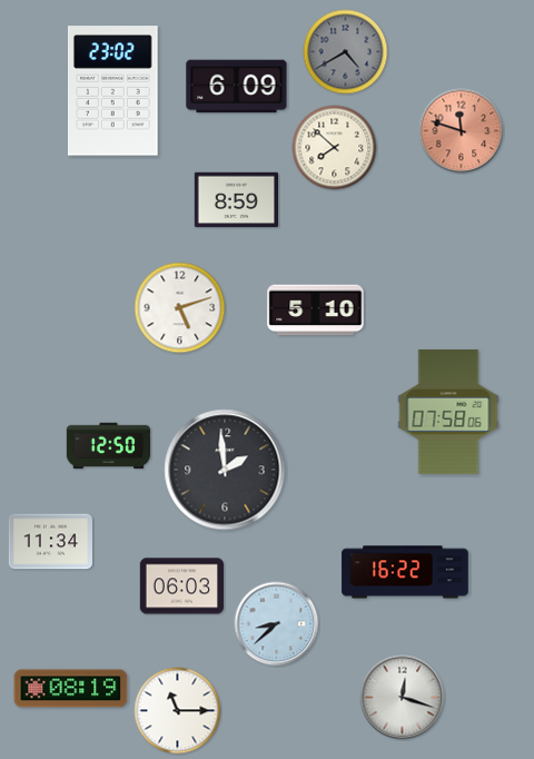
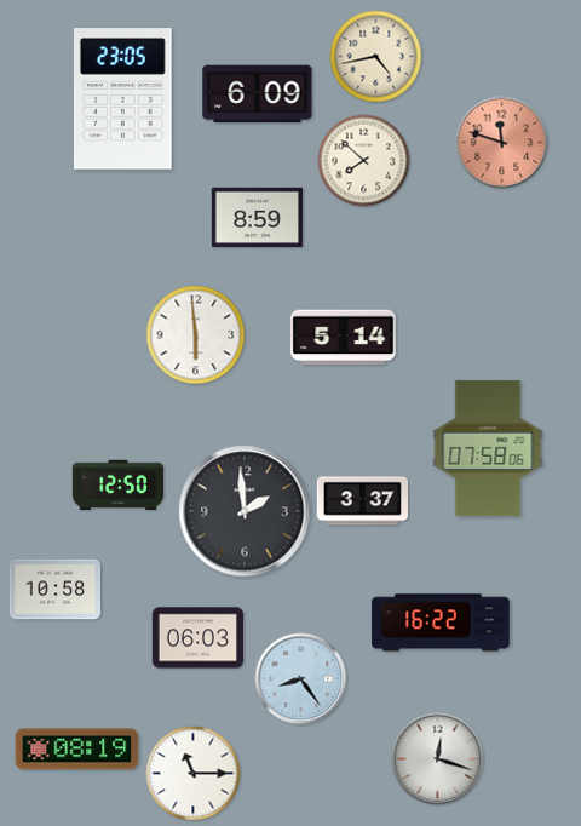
clock at (346, 52): 4:40 -> 4:43
clock at (346, 52) dial: grey -> cream
clock at (113, 91): 23:02 -> 23:05
clock at (180, 308): 5:12 -> 5:59
clock at (316, 310): 5:10 -> 5:14
clock at (363, 501): none -> 3:37
clock at (51, 542): 11:34 -> 10:58
clock at (277, 624): 8:38 -> 8:24
